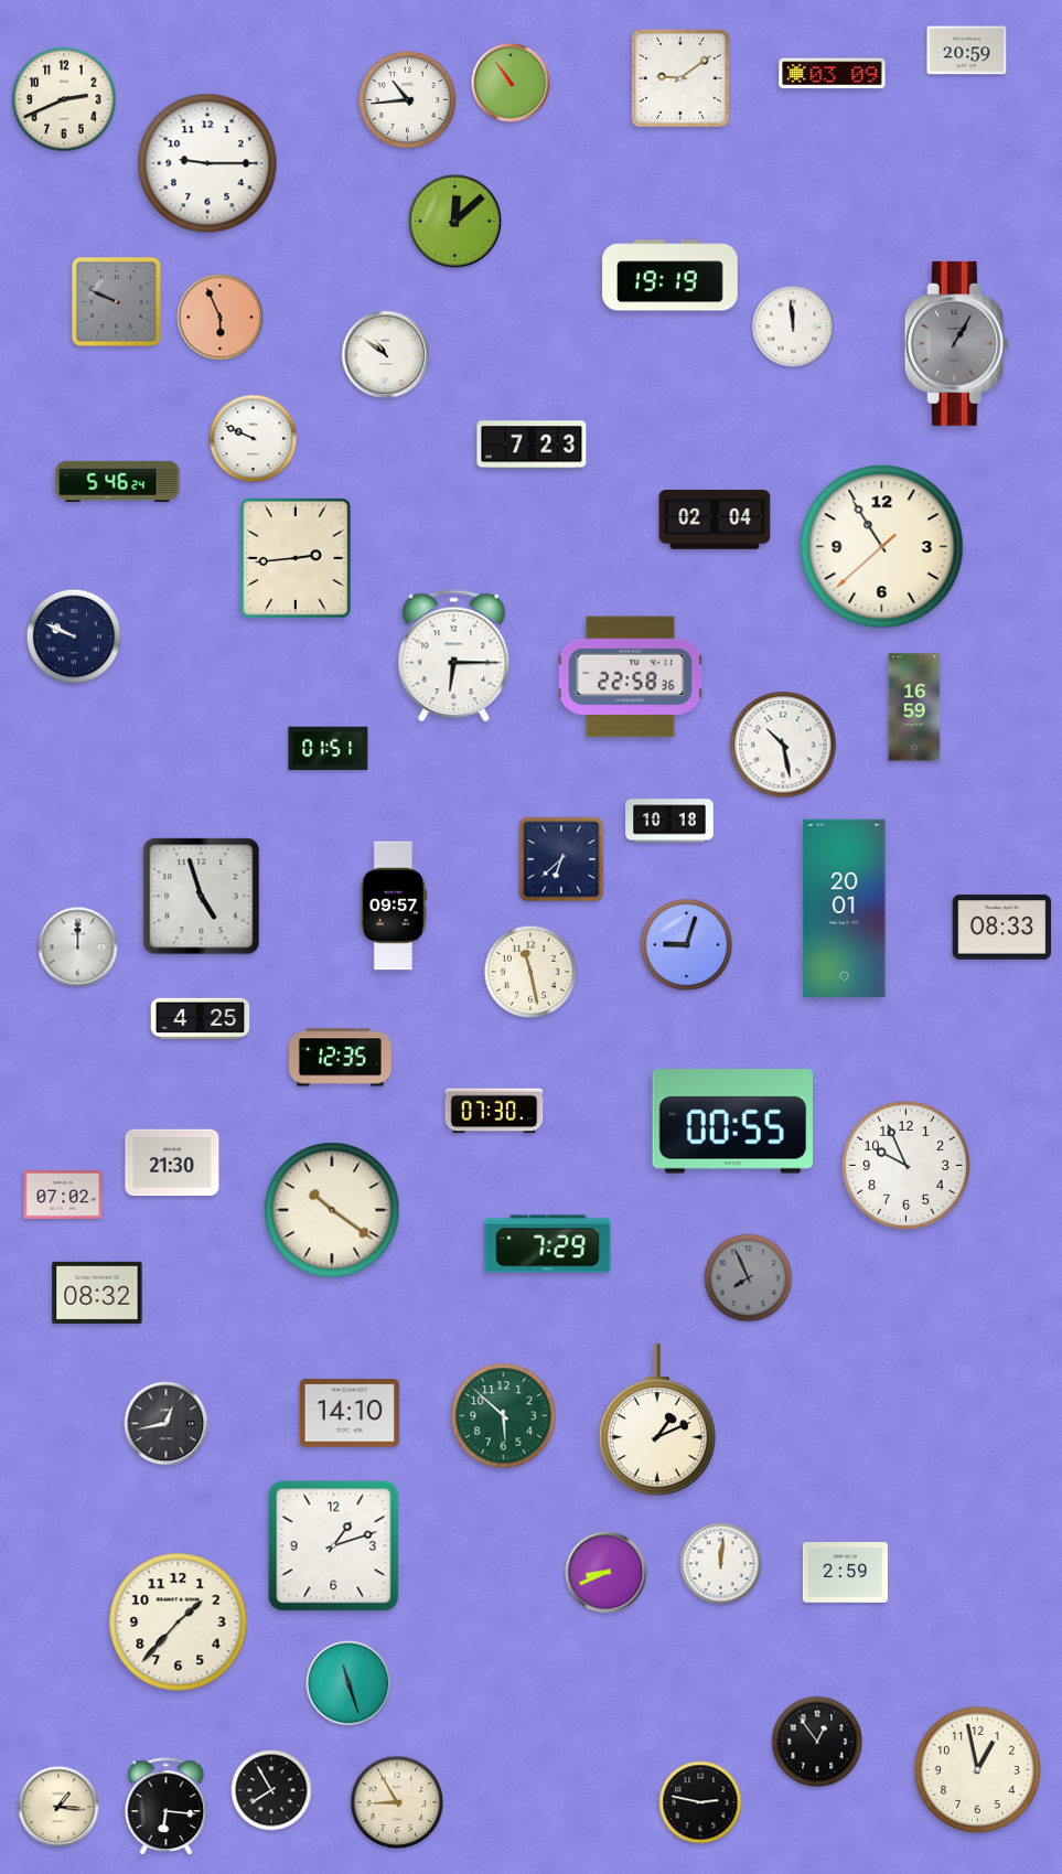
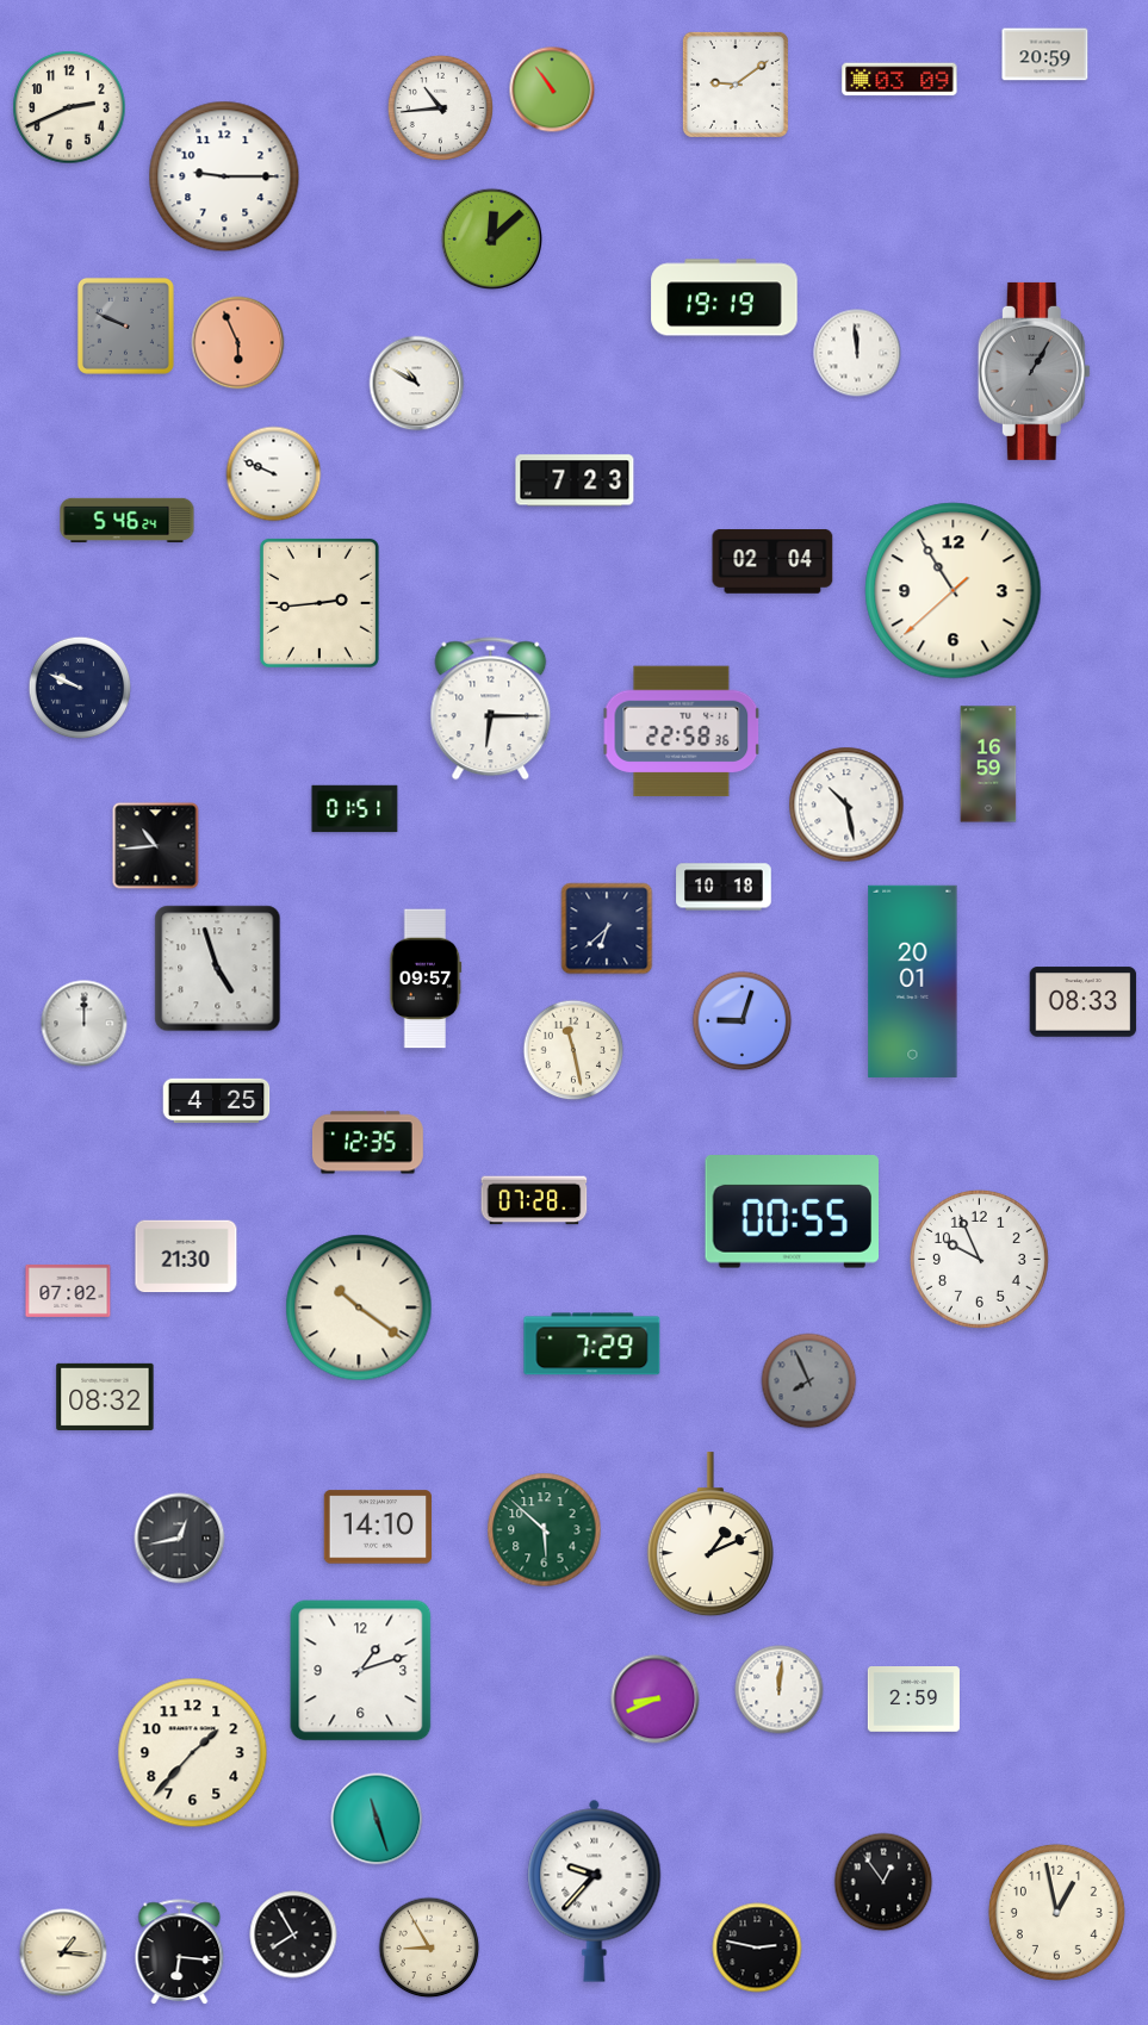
clock at (386, 355): 10:51 -> 10:50
clock at (156, 846): none -> 10:44
clock at (494, 1111): 07:30 -> 07:28
clock at (595, 1890): none -> 9:37
